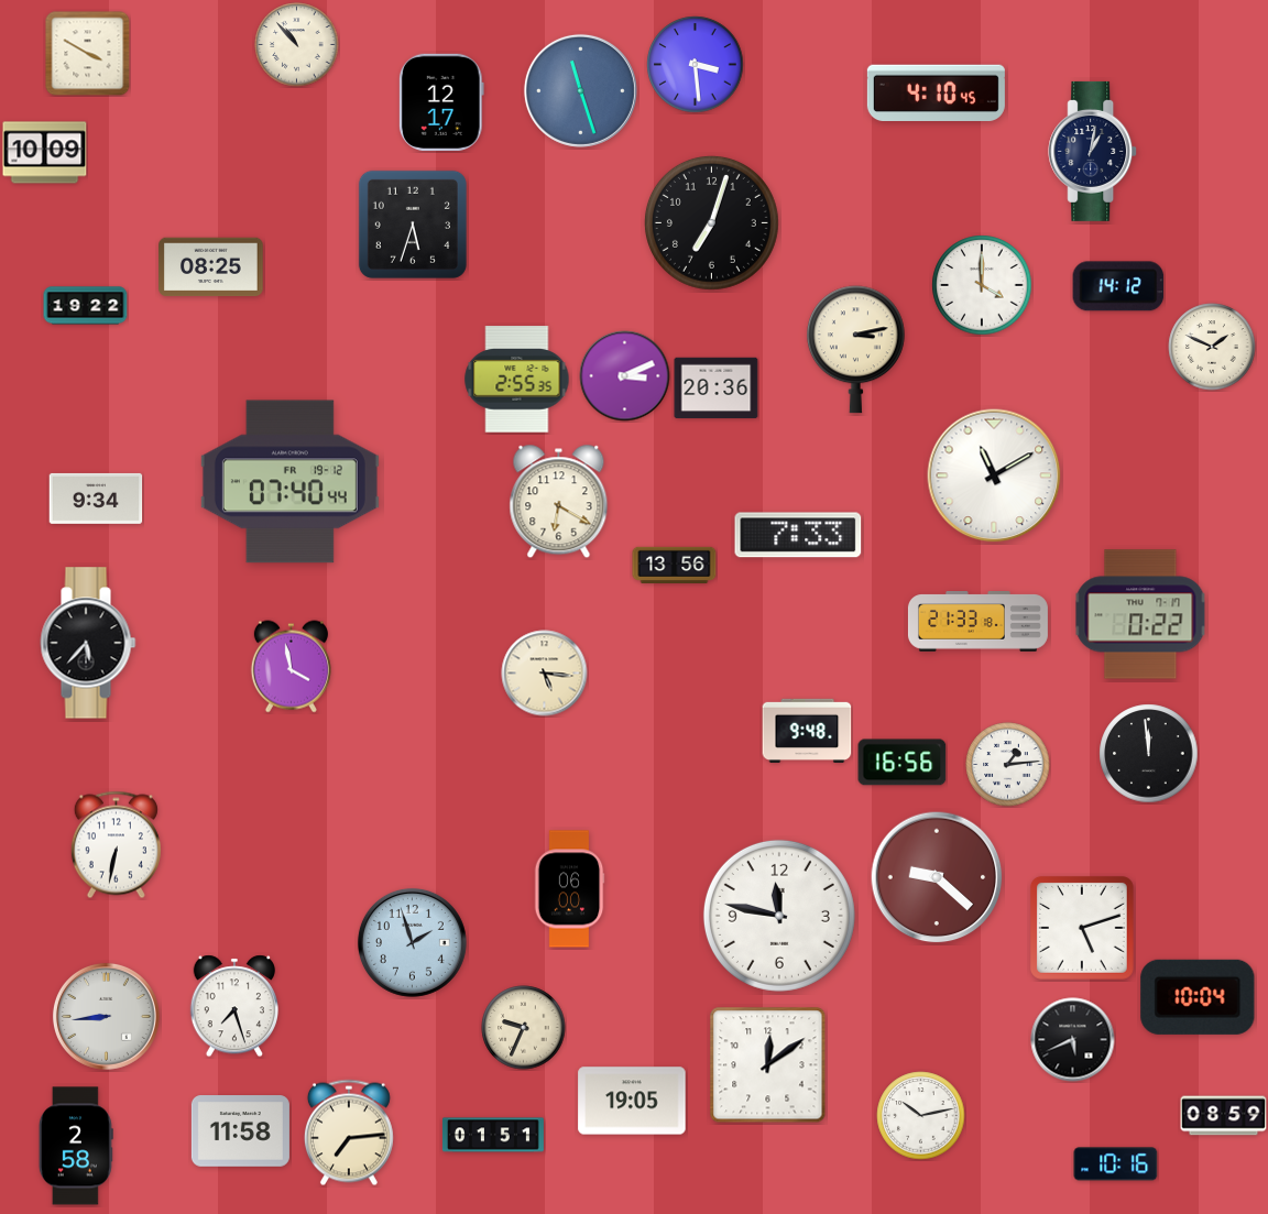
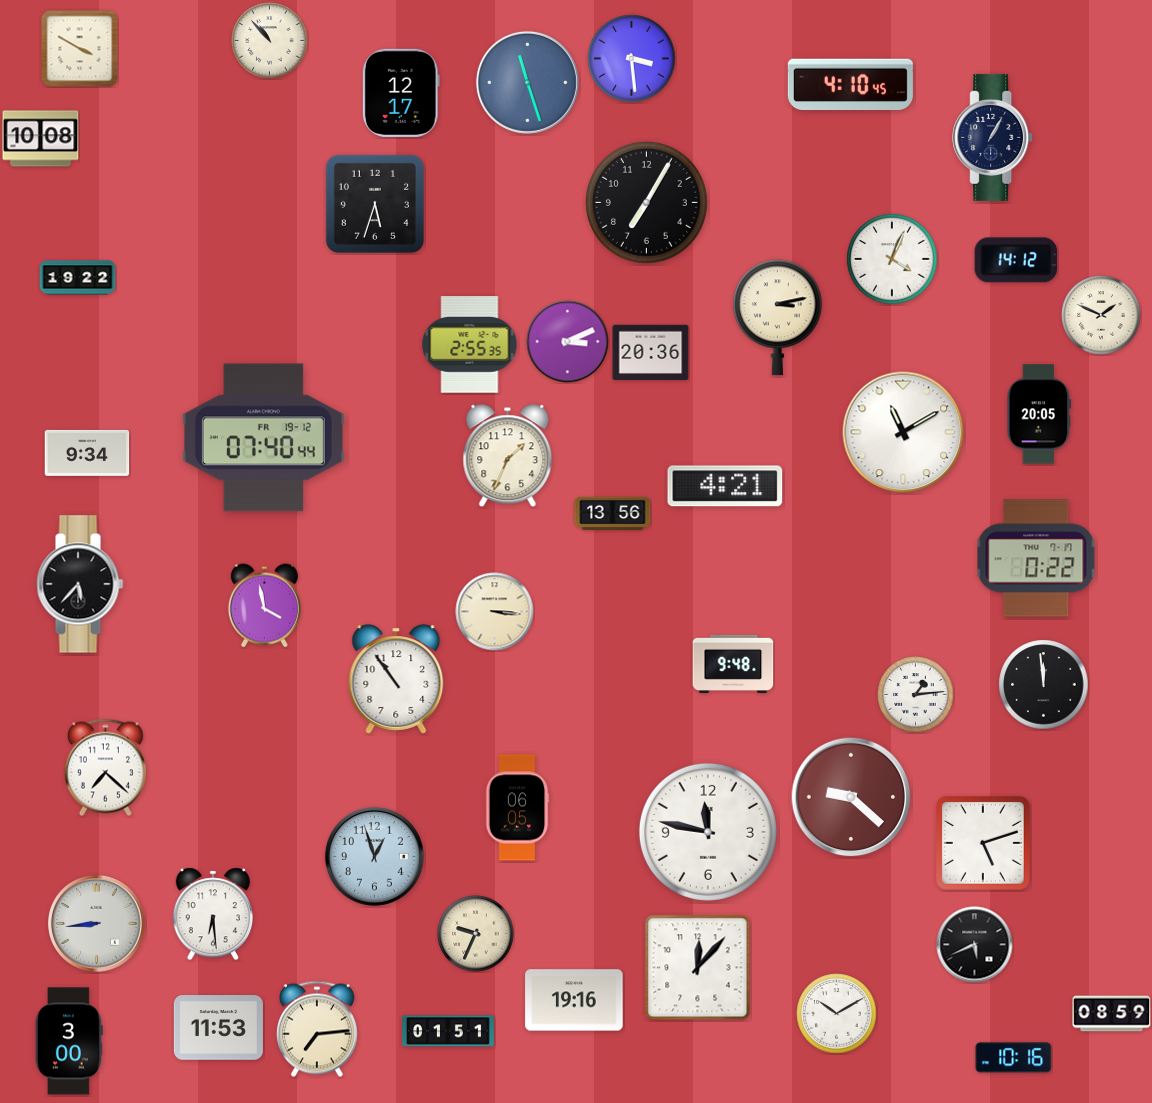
clock at (1093, 151): 1:02 -> 1:05
clock at (45, 153): 10:09 -> 10:08
clock at (711, 222): 7:03 -> 7:05
clock at (211, 267): 08:25 -> none
clock at (982, 285): 4:00 -> 4:04
clock at (1039, 414): none -> 20:05
clock at (559, 502): 6:20 -> 1:34
clock at (798, 535): 7:33 -> 4:21
clock at (977, 622): 21:33 -> none
clock at (545, 674): 5:16 -> 3:16
clock at (396, 679): none -> 10:54
clock at (903, 763): 16:56 -> none
clock at (116, 845): 6:32 -> 7:22
clock at (569, 889): 06:00 -> 06:05
clock at (412, 942): 1:57 -> 12:57
clock at (1198, 997): 10:04 -> none
clock at (233, 1006): 7:27 -> 6:29
clock at (768, 1065): 12:09 -> 12:07
clock at (632, 1101): 19:05 -> 19:16
clock at (921, 1116): 10:13 -> 10:10
clock at (240, 1131): 11:58 -> 11:53
clock at (76, 1146): 2:58 -> 3:00
